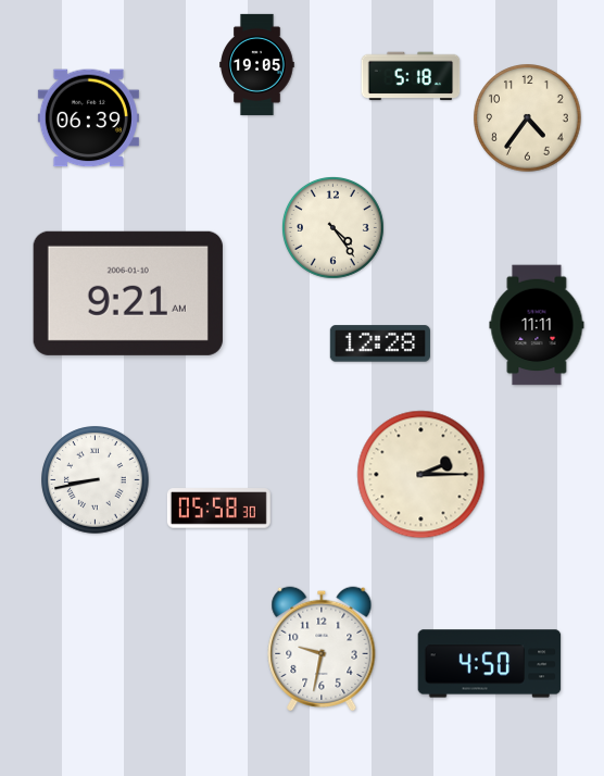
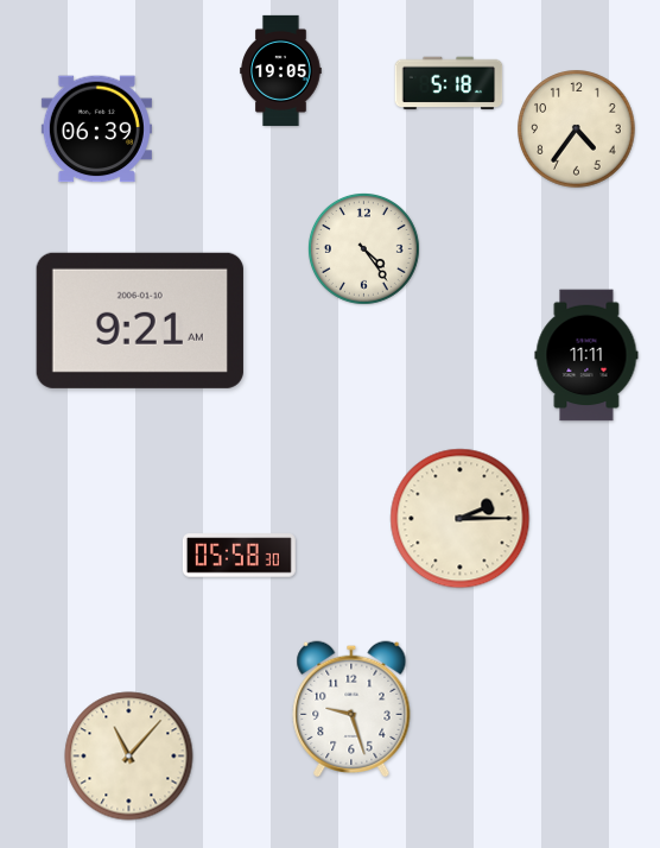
clock at (380, 343): 12:28 -> none
clock at (96, 480): 8:43 -> none
clock at (322, 649): 9:32 -> 9:27
clock at (490, 664): 4:50 -> none
clock at (129, 757): none -> 11:07
